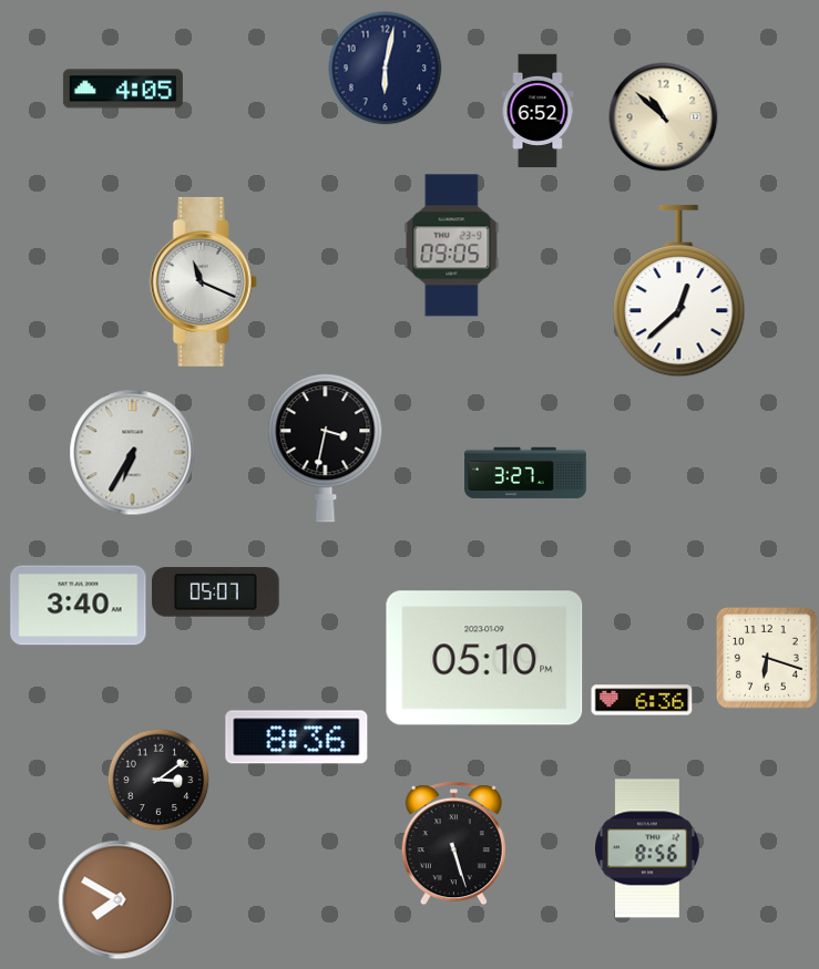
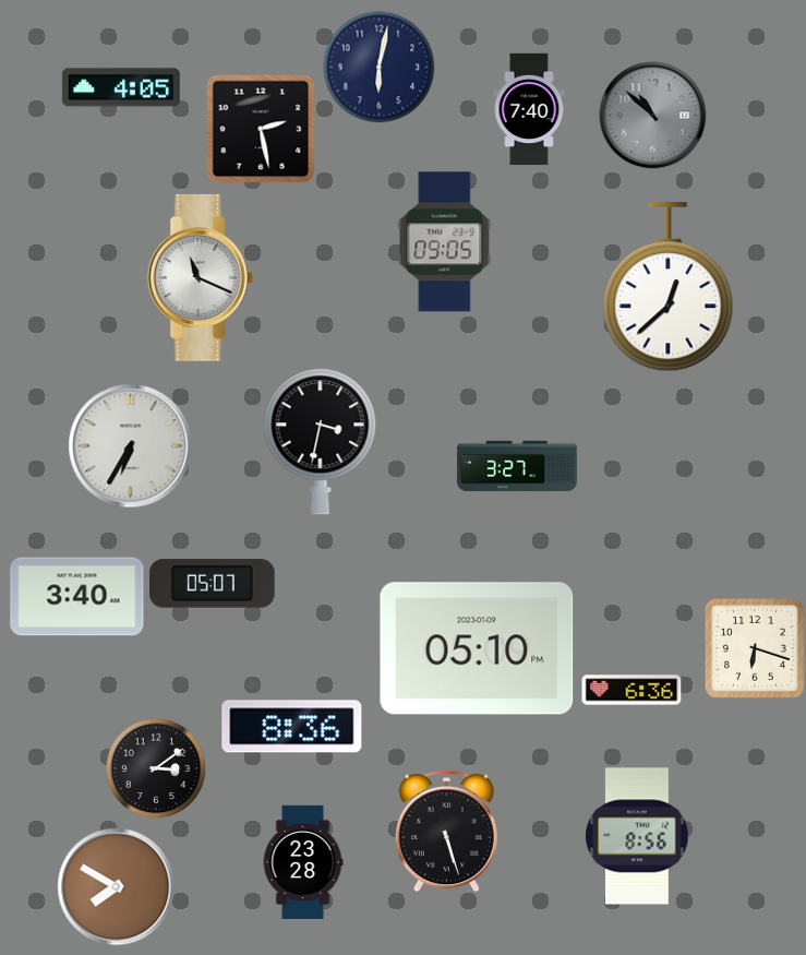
clock at (538, 111): 6:52 -> 7:40
clock at (664, 117) dial: cream -> grey
clock at (261, 129): none -> 2:28
clock at (303, 862): none -> 23:28
